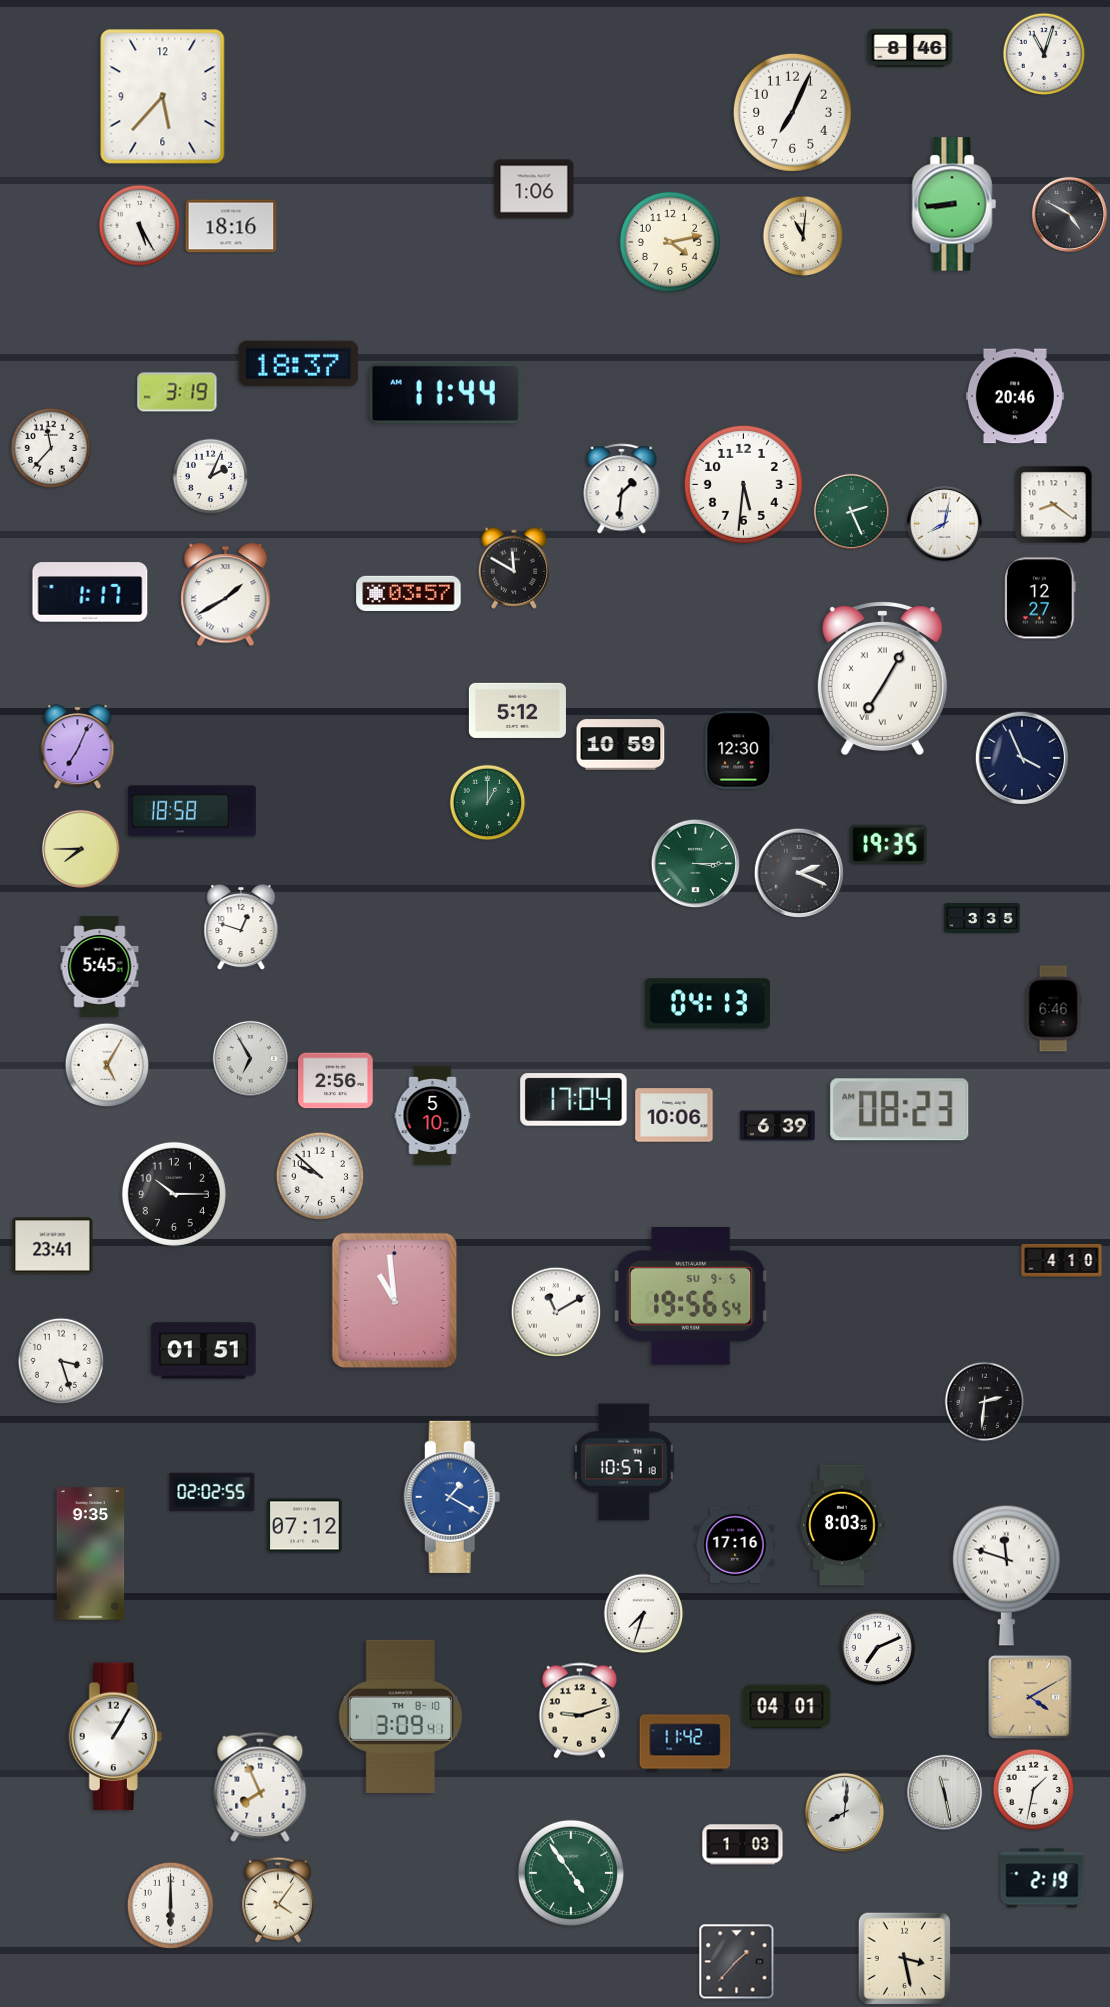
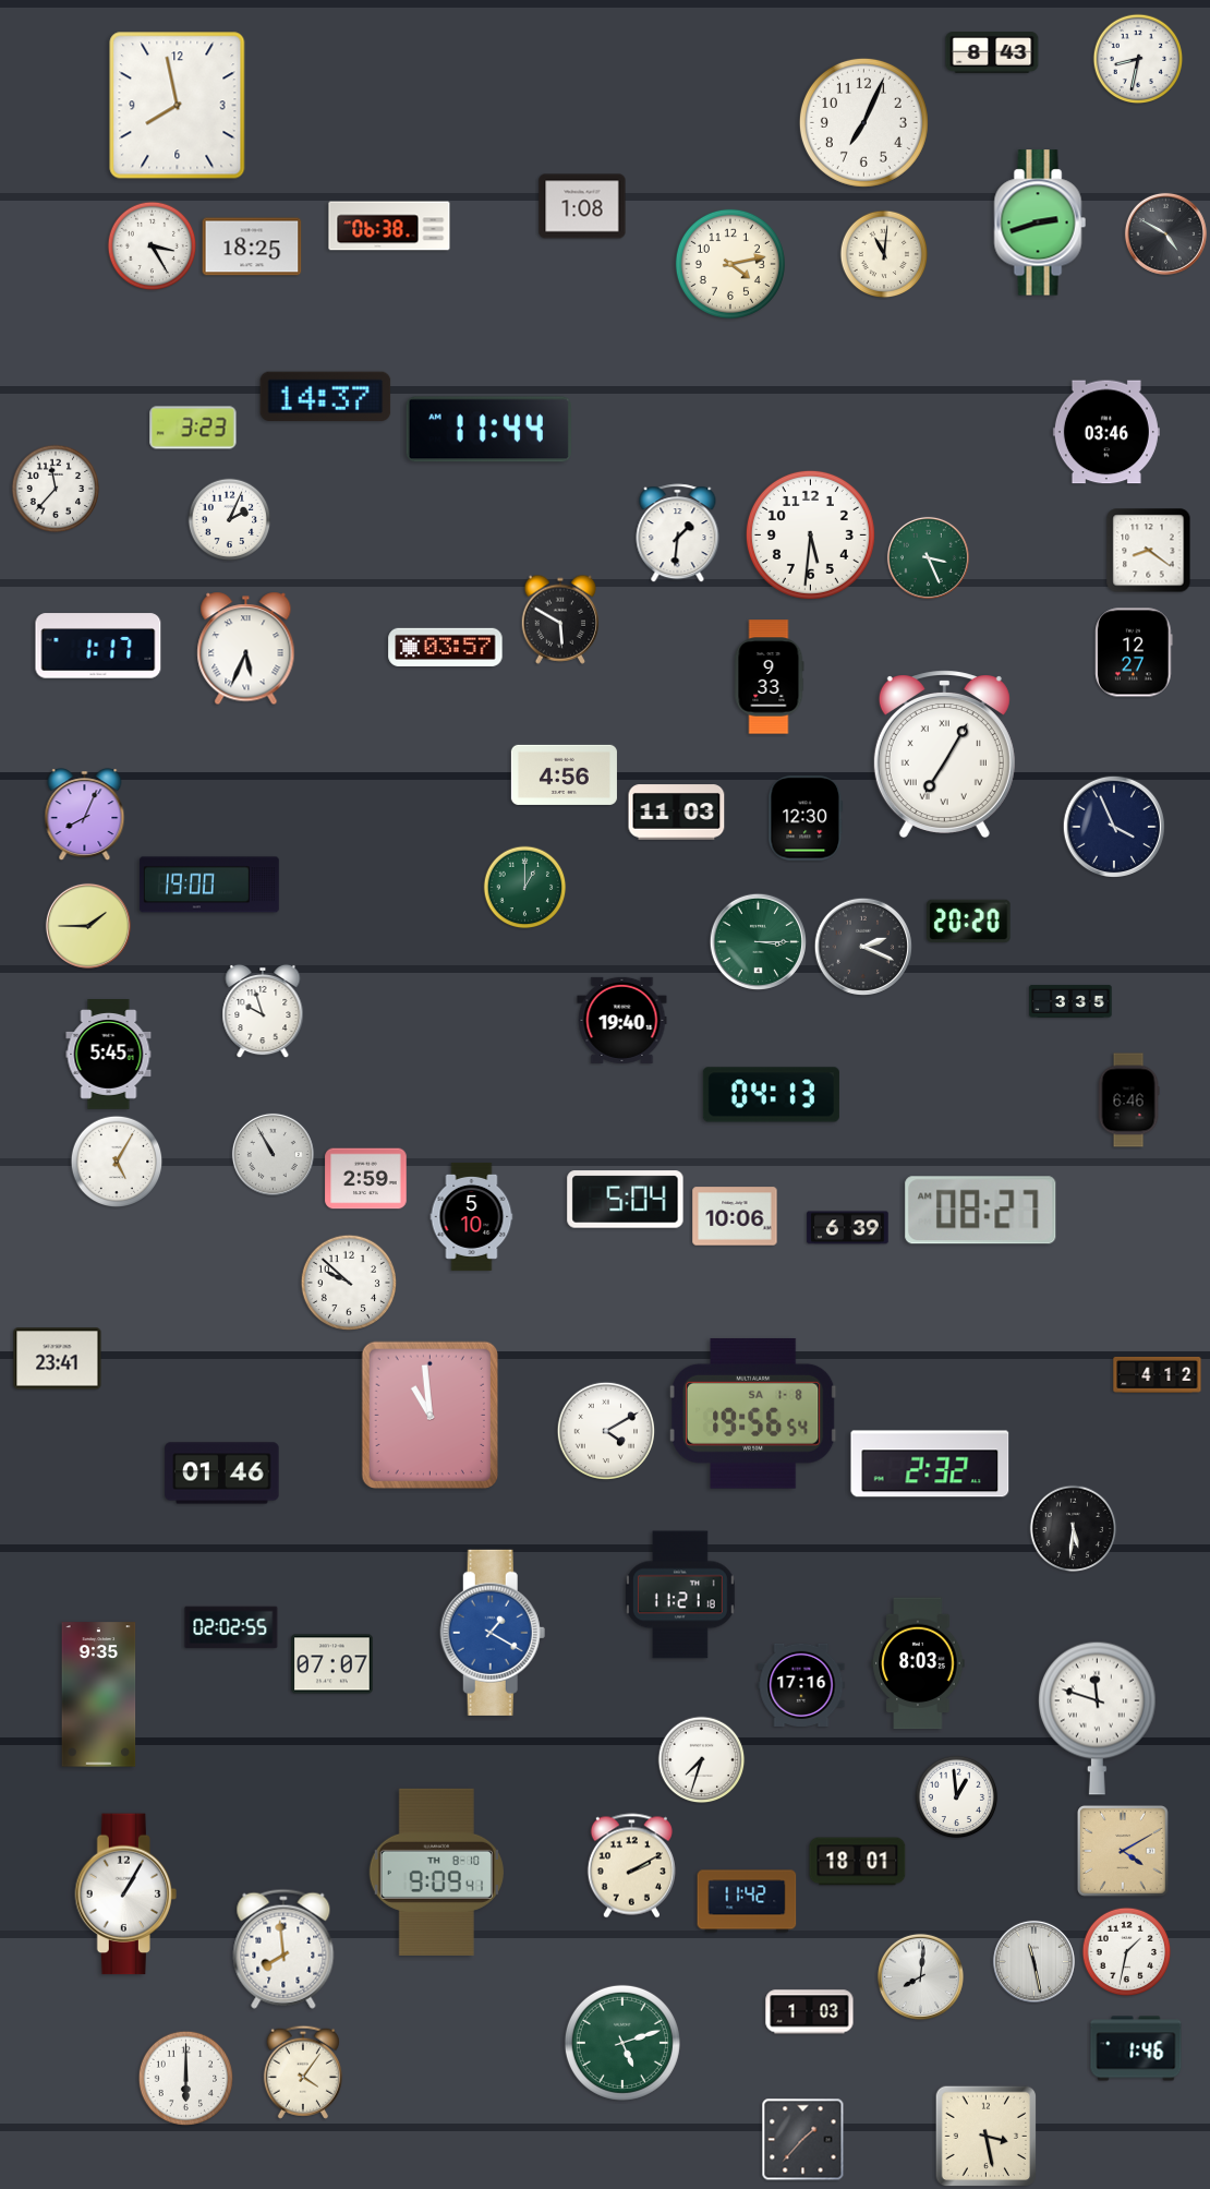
clock at (910, 49): 8:46 -> 8:43
clock at (1044, 54): 11:03 -> 8:32
clock at (163, 97): 5:37 -> 7:58
clock at (534, 189): 1:06 -> 1:08
clock at (954, 204): 8:44 -> 2:42
clock at (389, 226): none -> 06:38
clock at (140, 226): 5:25 -> 3:25
clock at (231, 226): 18:16 -> 18:25
clock at (803, 236) position: (803, 236) -> (884, 254)
clock at (299, 364): 18:37 -> 14:37
clock at (177, 392): 3:19 -> 3:23
clock at (445, 394) position: (445, 394) -> (488, 430)
clock at (1015, 396): 20:46 -> 03:46
clock at (743, 484) position: (743, 484) -> (810, 534)
clock at (851, 511): 2:26 -> 3:26
clock at (944, 523): 8:02 -> none
clock at (513, 568): 11:50 -> 5:50
clock at (226, 595): 1:40 -> 5:34
clock at (769, 677): none -> 9:33
clock at (882, 678) position: (882, 678) -> (944, 754)
clock at (517, 710): 5:12 -> 4:56
clock at (621, 745): 10:59 -> 11:03
clock at (78, 747): 7:04 -> 8:04
clock at (488, 803) position: (488, 803) -> (525, 888)
clock at (192, 811): 18:58 -> 19:00
clock at (889, 844): 19:35 -> 20:20
clock at (81, 849): 7:45 -> 1:45
clock at (798, 872) position: (798, 872) -> (862, 946)
clock at (241, 927): 12:48 -> 9:57
clock at (622, 1020): none -> 19:40
clock at (1053, 1009) position: (1053, 1009) -> (1128, 1100)
clock at (250, 1058): 6:55 -> 10:55
clock at (336, 1081): 2:56 -> 2:59
clock at (574, 1100): 17:04 -> 5:04
clock at (900, 1110): 08:23 -> 08:27
clock at (174, 1194): 10:15 -> none
clock at (1062, 1260): 4:10 -> 4:12
clock at (691, 1296) date: SU 9-5 -> SA 1-8
clock at (394, 1300) position: (394, 1300) -> (429, 1415)
clock at (555, 1311): 11:10 -> 4:10
clock at (930, 1464): none -> 2:32
clock at (204, 1351): 01:51 -> 01:46
clock at (61, 1361): 3:27 -> none
clock at (985, 1402): 2:31 -> 5:31
clock at (624, 1462): 10:57 -> 11:21
clock at (305, 1526): 07:12 -> 07:07
clock at (878, 1648): 7:11 -> 12:59
clock at (787, 1707): 04:01 -> 18:01
clock at (579, 1711): 9:12 -> 2:10
clock at (400, 1716): 3:09 -> 9:09
clock at (260, 1787): 7:56 -> 7:59
clock at (944, 1792) position: (944, 1792) -> (1033, 1961)
clock at (571, 1873): 4:54 -> 5:12
clock at (1042, 1878): 2:19 -> 1:46
